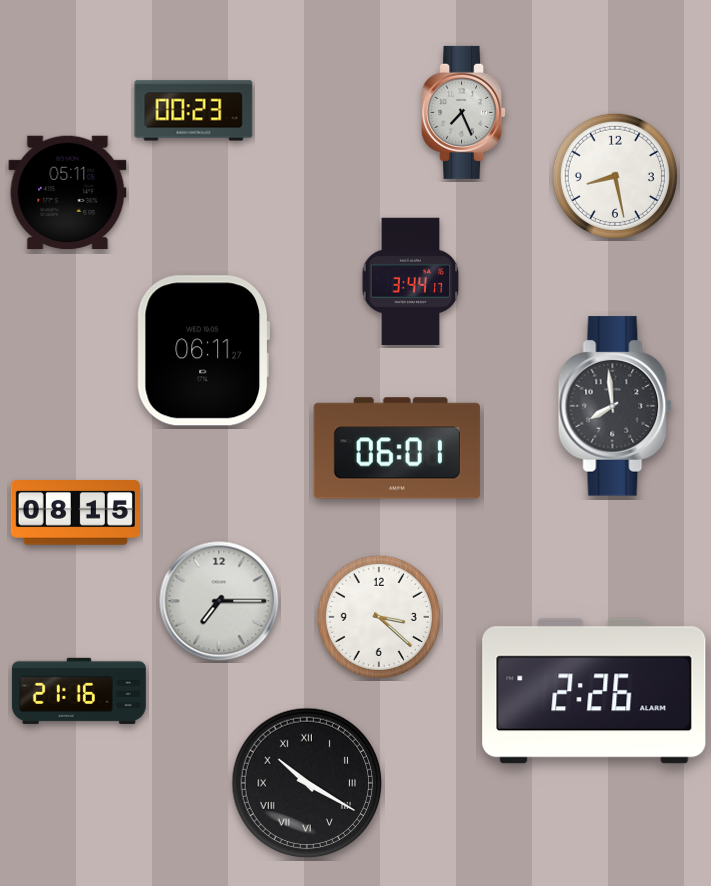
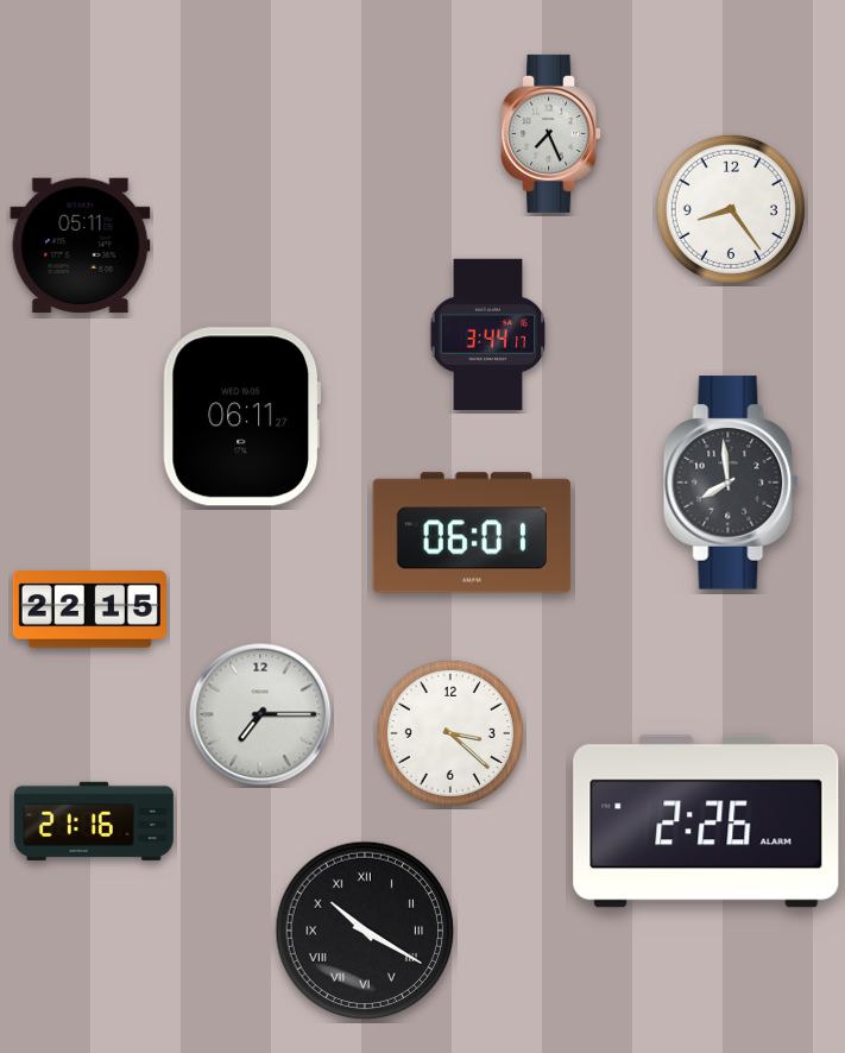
clock at (194, 111): 00:23 -> none
clock at (615, 176): 8:28 -> 8:24
clock at (68, 193) position: (68, 193) -> (81, 246)
clock at (75, 513): 08:15 -> 22:15
